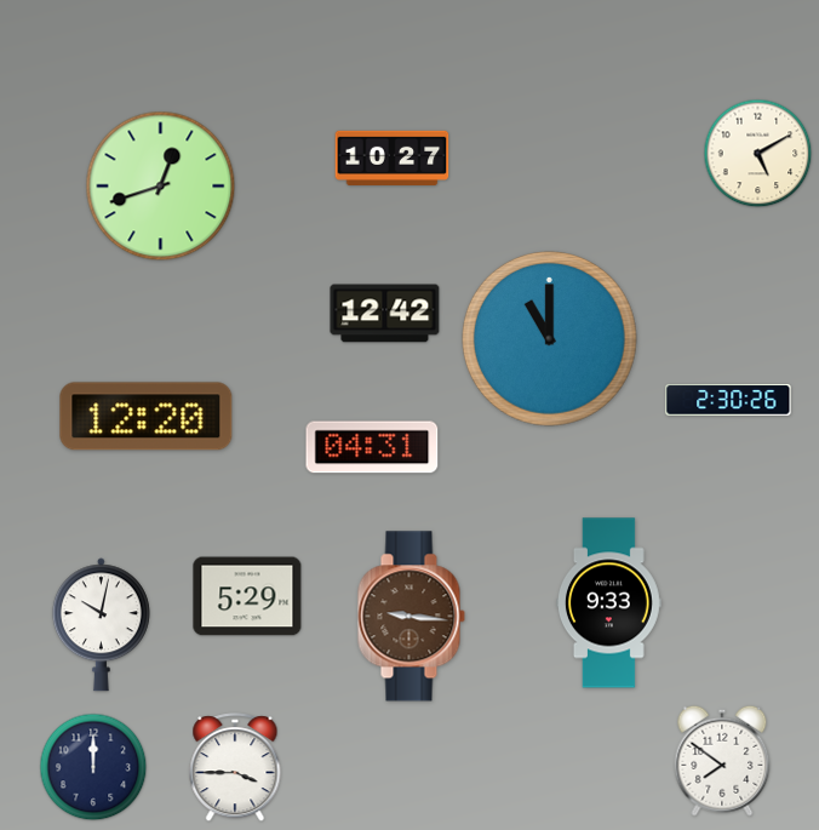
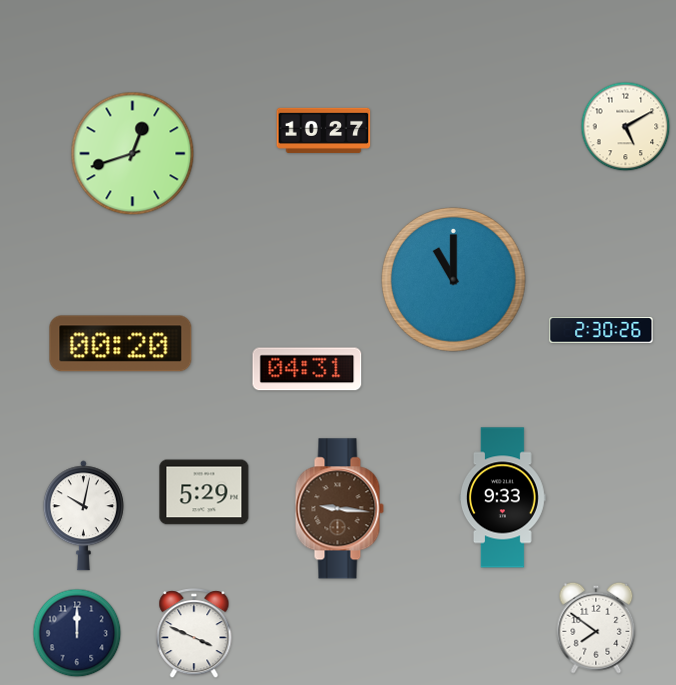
clock at (385, 314): 12:42 -> none
clock at (147, 417): 12:20 -> 00:20
clock at (235, 768): 3:45 -> 3:49
